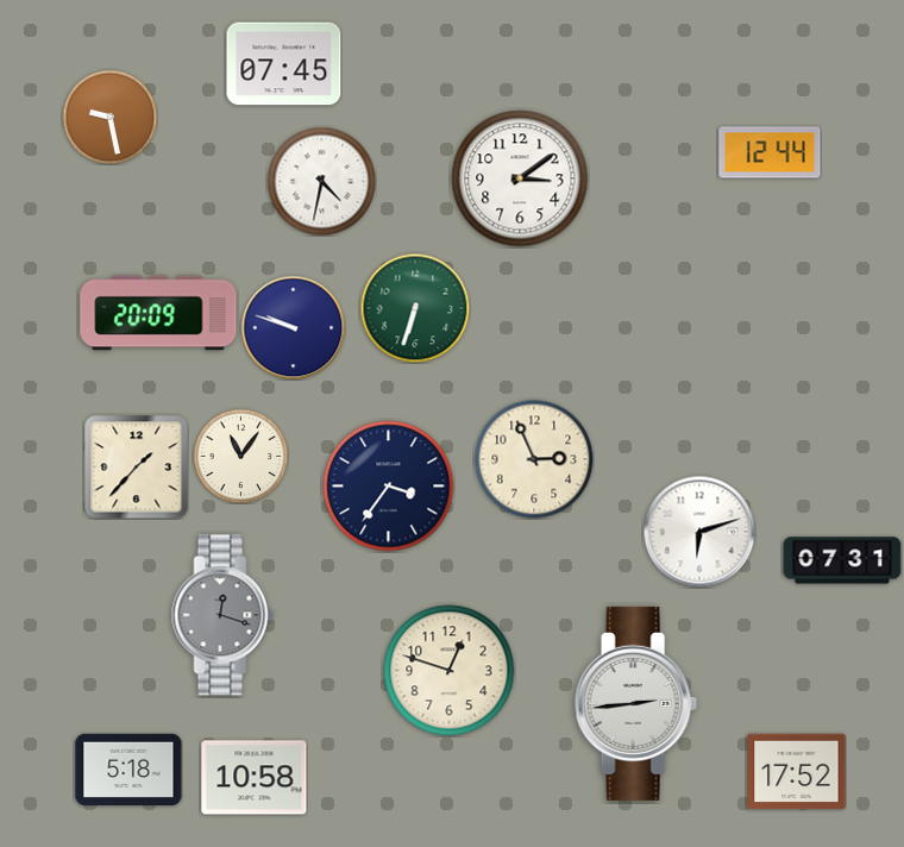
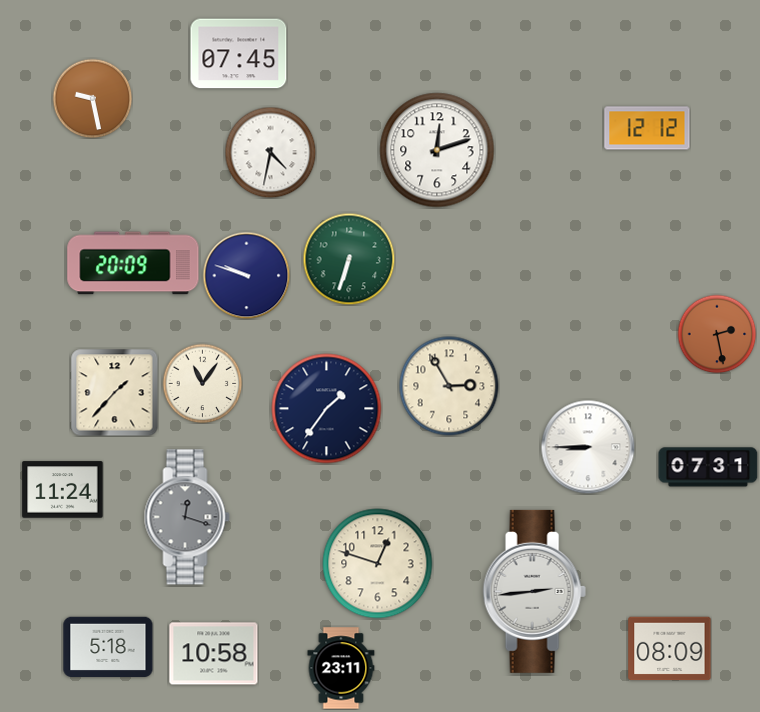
clock at (770, 152): 12:44 -> 12:12
clock at (520, 178): 3:09 -> 12:12
clock at (717, 334): none -> 2:28
clock at (534, 459): 2:56 -> 2:55
clock at (389, 487): 3:36 -> 1:36
clock at (699, 532): 6:12 -> 8:45
clock at (842, 560) position: (842, 560) -> (708, 467)
clock at (63, 490): none -> 11:24
clock at (797, 772): 17:52 -> 08:09
clock at (341, 668): none -> 23:11
